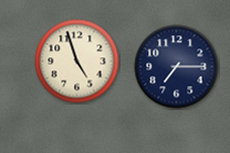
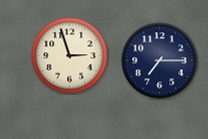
clock at (77, 62): 4:57 -> 2:57
